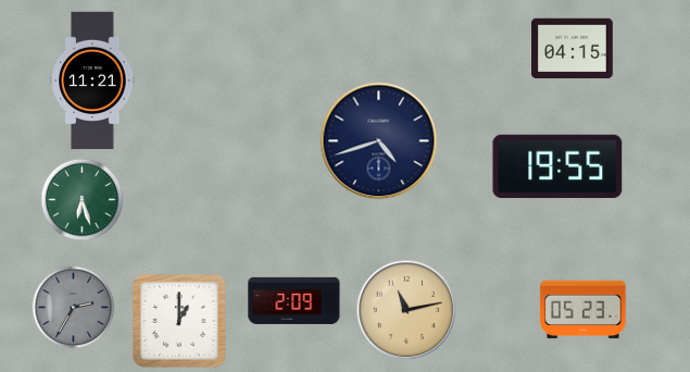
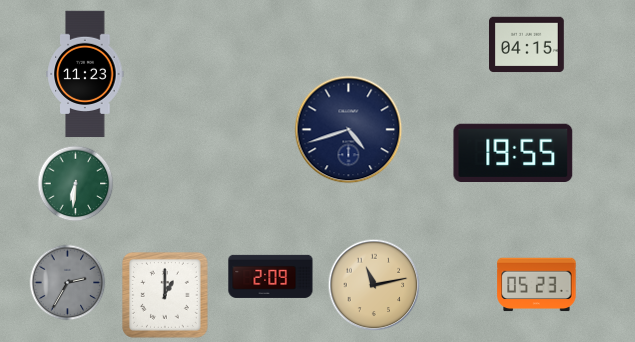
clock at (92, 80): 11:21 -> 11:23
clock at (83, 200): 6:27 -> 6:31
